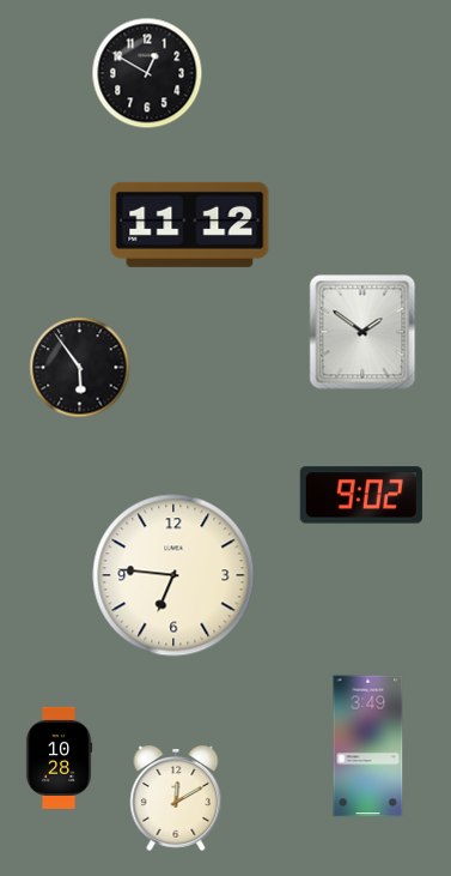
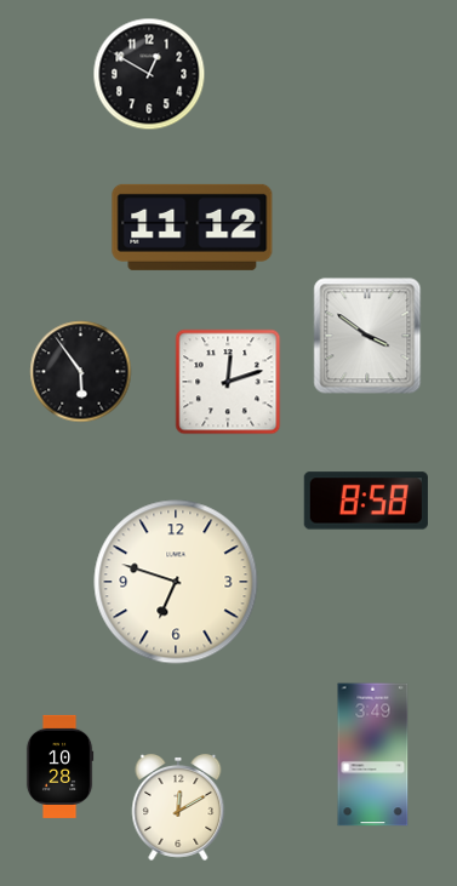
clock at (362, 332): 1:51 -> 3:51
clock at (228, 382): none -> 12:12
clock at (361, 495): 9:02 -> 8:58
clock at (173, 575): 6:46 -> 6:48
